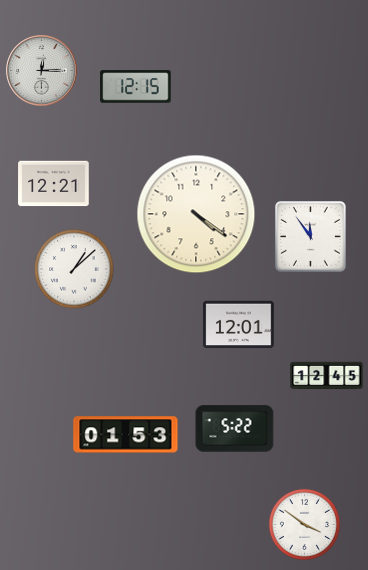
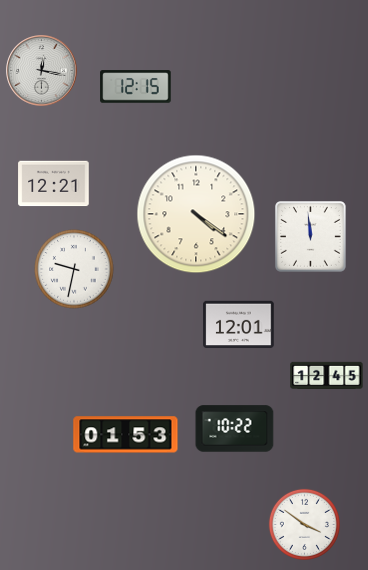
clock at (42, 71): 12:15 -> 12:17
clock at (311, 237): 11:54 -> 11:59
clock at (74, 269): 1:08 -> 9:32
clock at (235, 429): 5:22 -> 10:22
